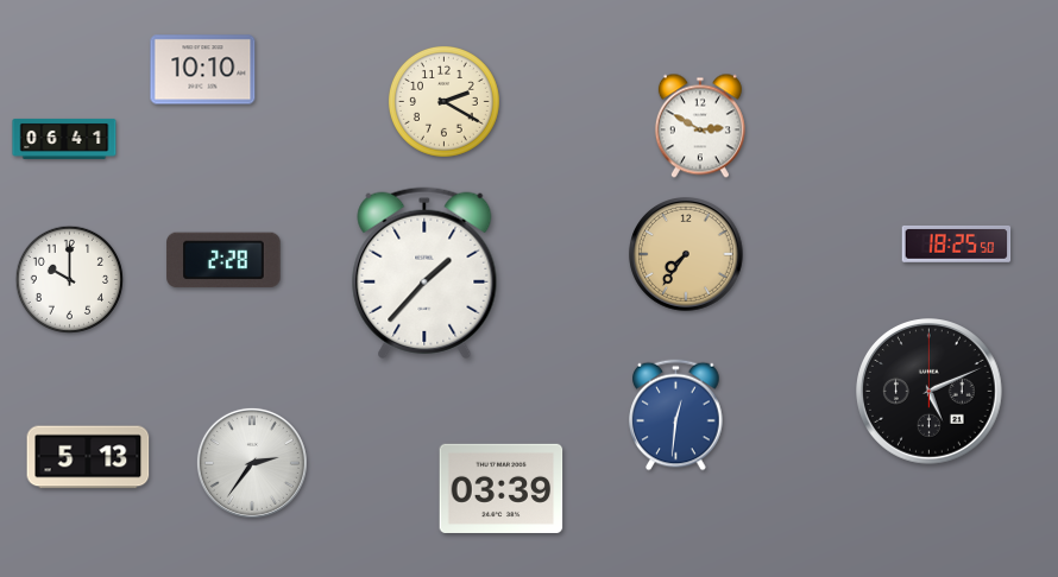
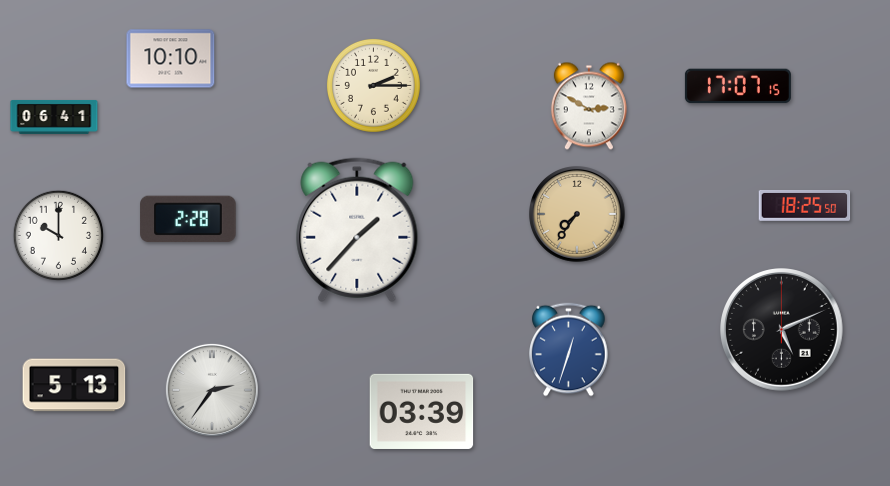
clock at (443, 101): 2:20 -> 2:15
clock at (738, 86): none -> 17:07
clock at (676, 416): 12:31 -> 12:33
